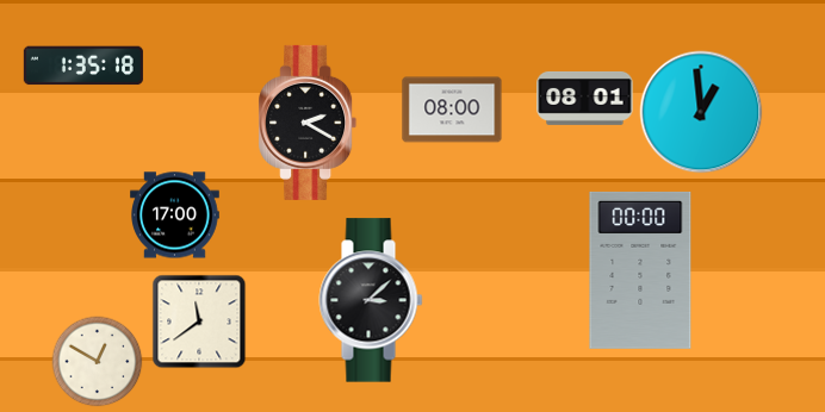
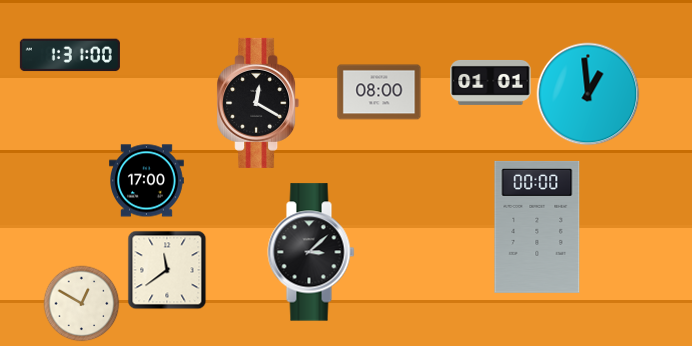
clock at (83, 65): 1:35 -> 1:31
clock at (585, 98): 08:01 -> 01:01
clock at (308, 123): 2:20 -> 12:20
